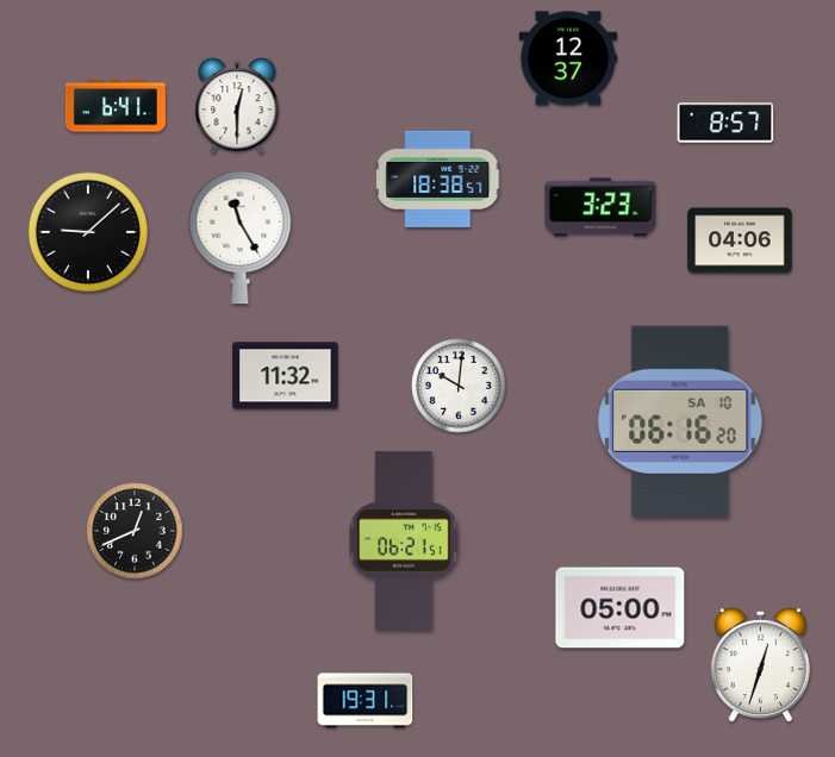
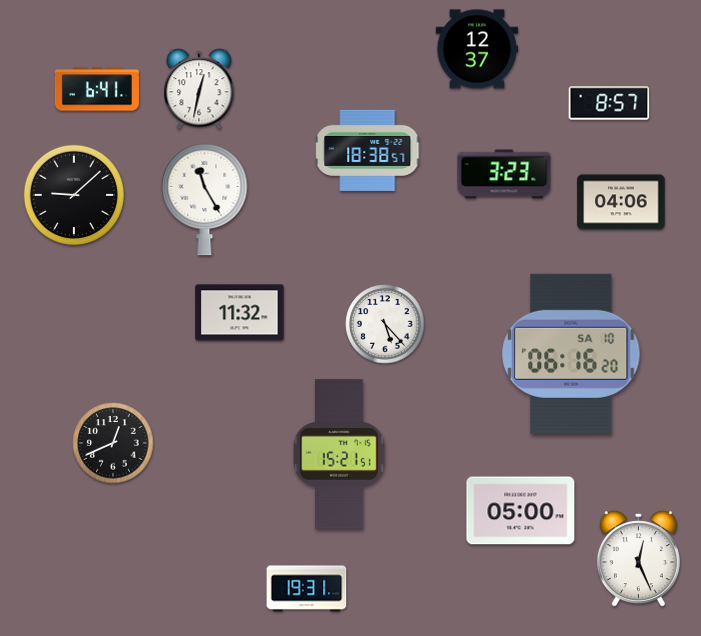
clock at (237, 106): 12:30 -> 12:32
clock at (241, 237) position: (241, 237) -> (205, 199)
clock at (286, 376) position: (286, 376) -> (240, 313)
clock at (459, 386): 10:01 -> 5:23
clock at (135, 531) position: (135, 531) -> (113, 443)
clock at (404, 540): 06:21 -> 15:21
clock at (760, 665): 12:33 -> 12:26
